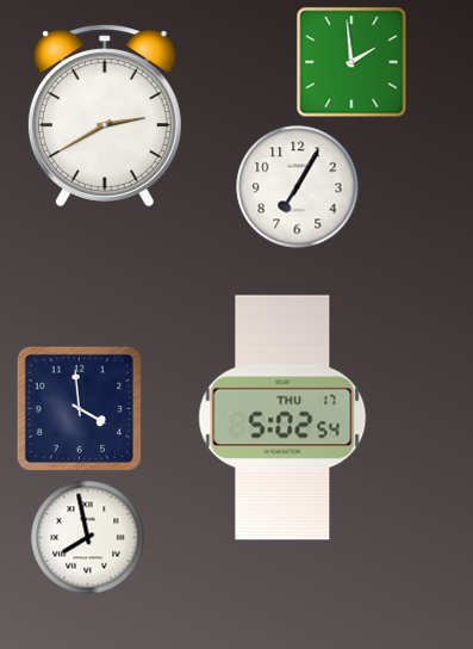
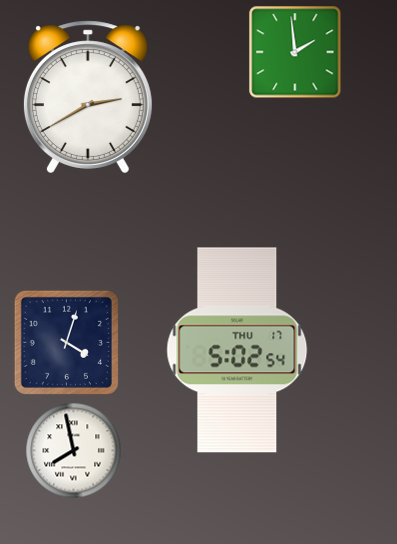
clock at (298, 187): 7:05 -> none
clock at (79, 408): 3:59 -> 4:03
